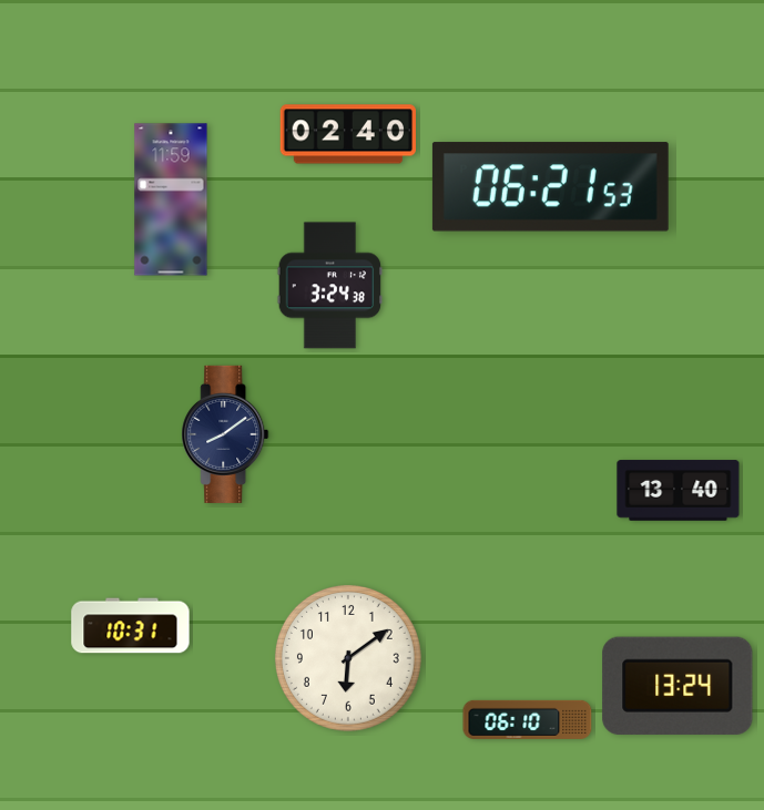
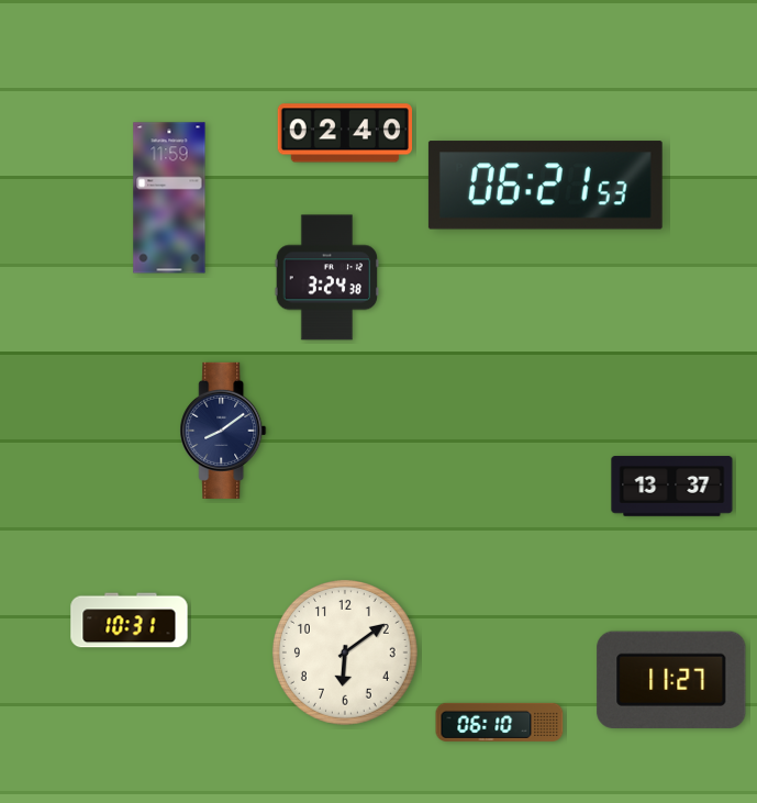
clock at (330, 286) position: (330, 286) -> (327, 278)
clock at (679, 491): 13:40 -> 13:37
clock at (678, 686): 13:24 -> 11:27
clock at (528, 719) position: (528, 719) -> (500, 722)
